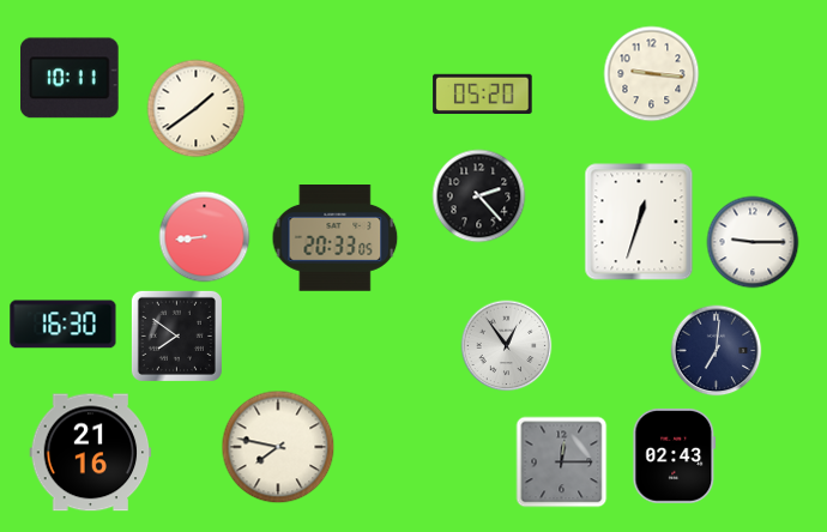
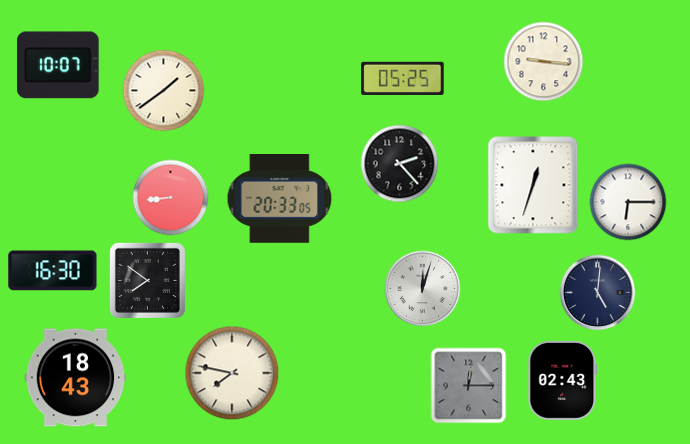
clock at (71, 78): 10:11 -> 10:07
clock at (483, 93): 05:20 -> 05:25
clock at (753, 242): 9:15 -> 6:15
clock at (507, 346): 12:54 -> 12:03
clock at (717, 351): 7:01 -> 5:01
clock at (91, 453): 21:16 -> 18:43
